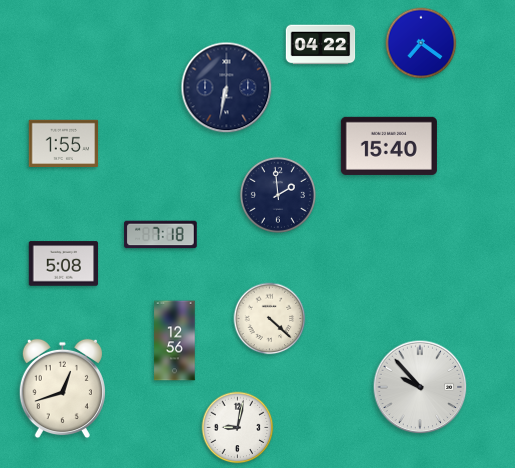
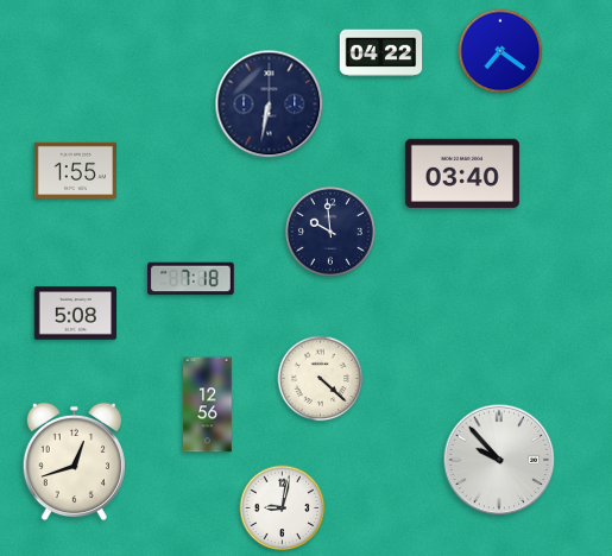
clock at (389, 146): 15:40 -> 03:40
clock at (278, 195): 1:59 -> 9:59
